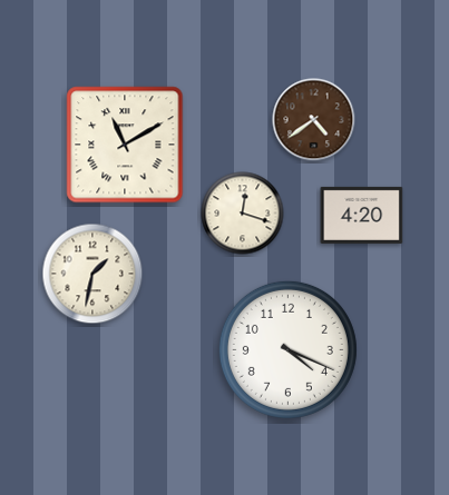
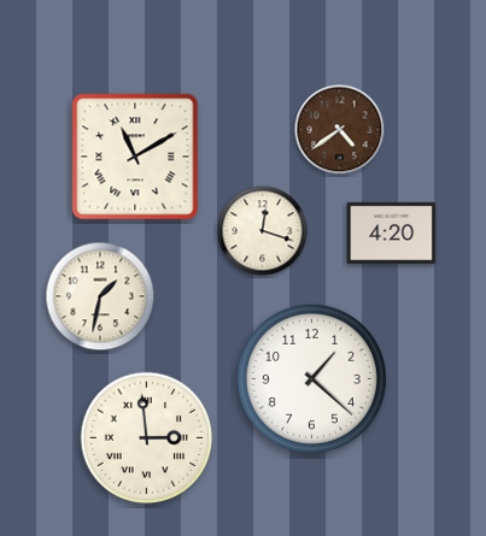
clock at (287, 349): 4:19 -> 1:22
clock at (147, 438): none -> 2:59
